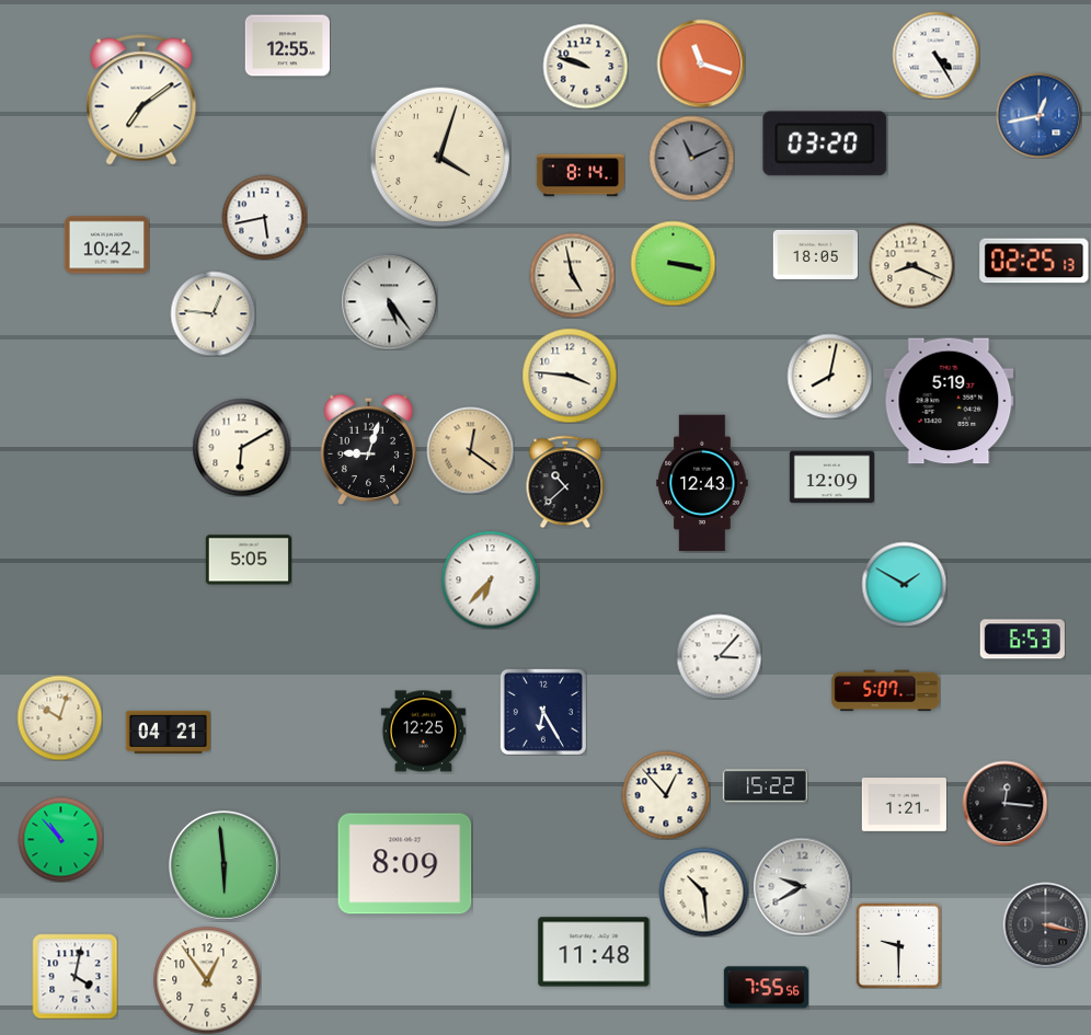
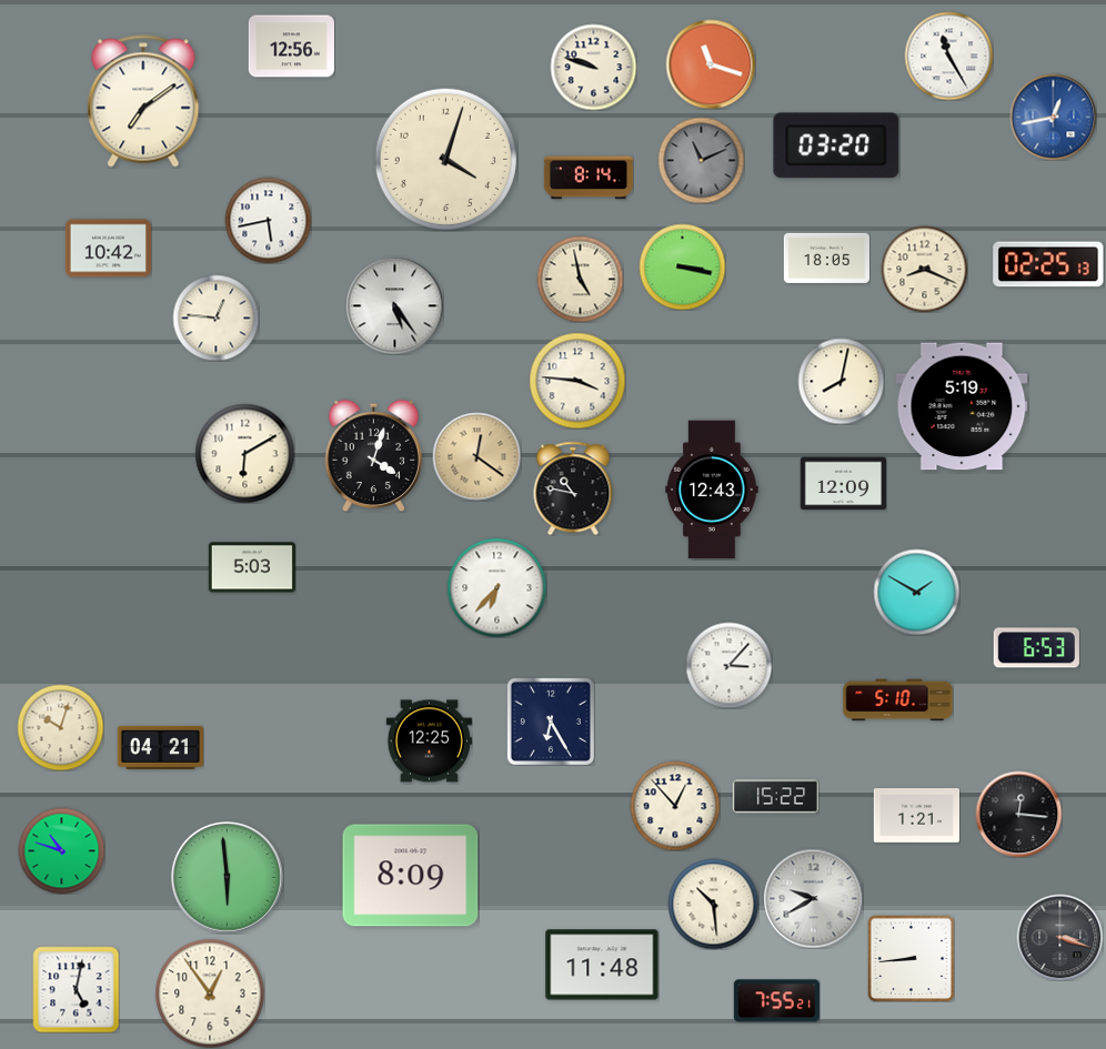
clock at (287, 46): 12:55 -> 12:56
clock at (935, 55): 4:25 -> 11:25
clock at (368, 449): 9:03 -> 4:03
clock at (565, 482): 10:38 -> 10:47
clock at (249, 560): 5:05 -> 5:03
clock at (886, 691): 5:07 -> 5:10
clock at (168, 732) position: (168, 732) -> (160, 747)
clock at (60, 839): 10:53 -> 10:48
clock at (1045, 924): 3:17 -> 3:18
clock at (898, 945): 9:30 -> 8:44
clock at (74, 976): 4:02 -> 5:02
clock at (766, 988): 7:55:56 -> 7:55:21
